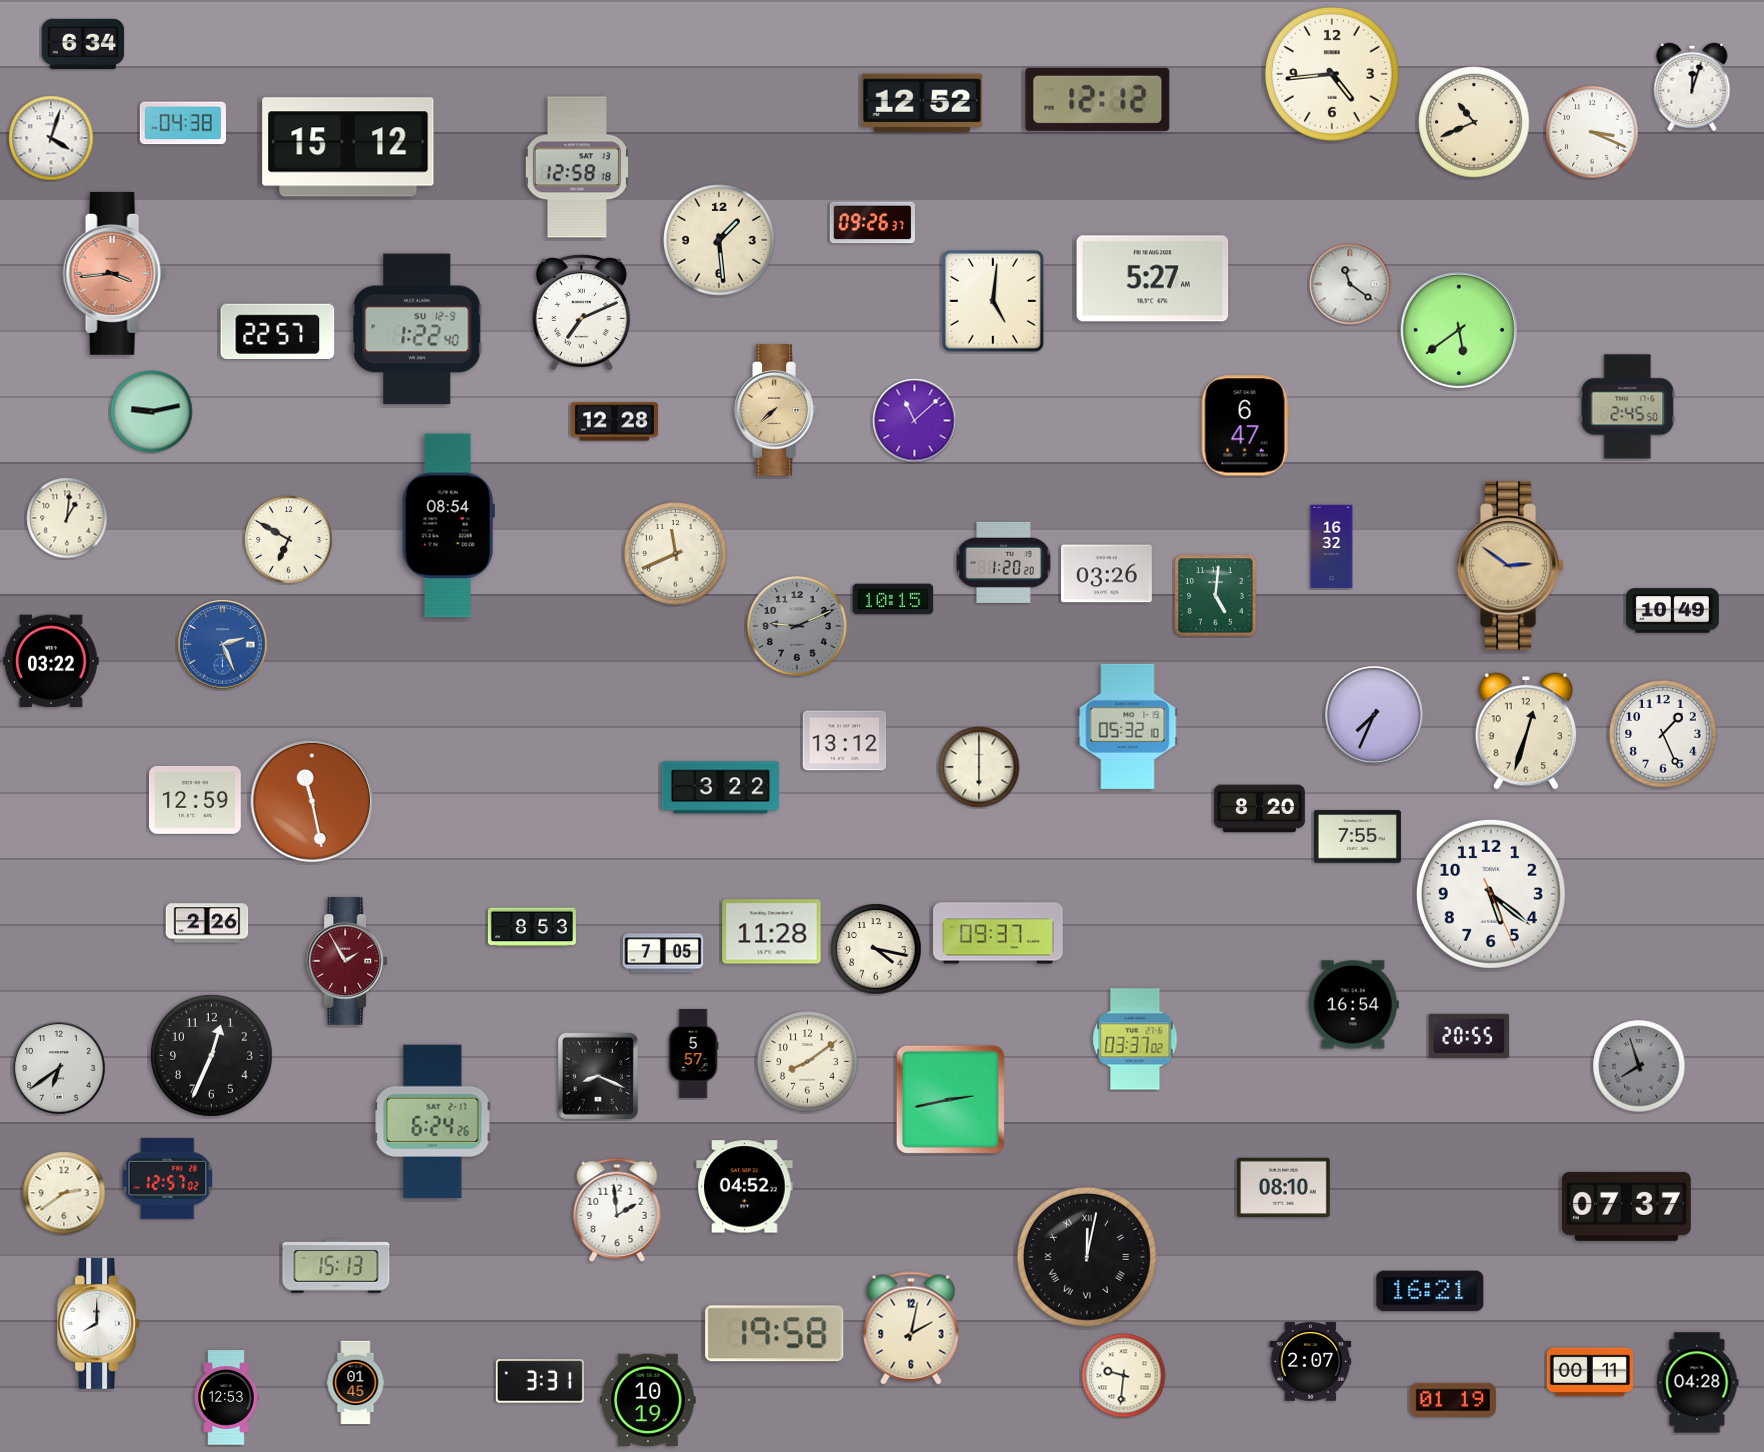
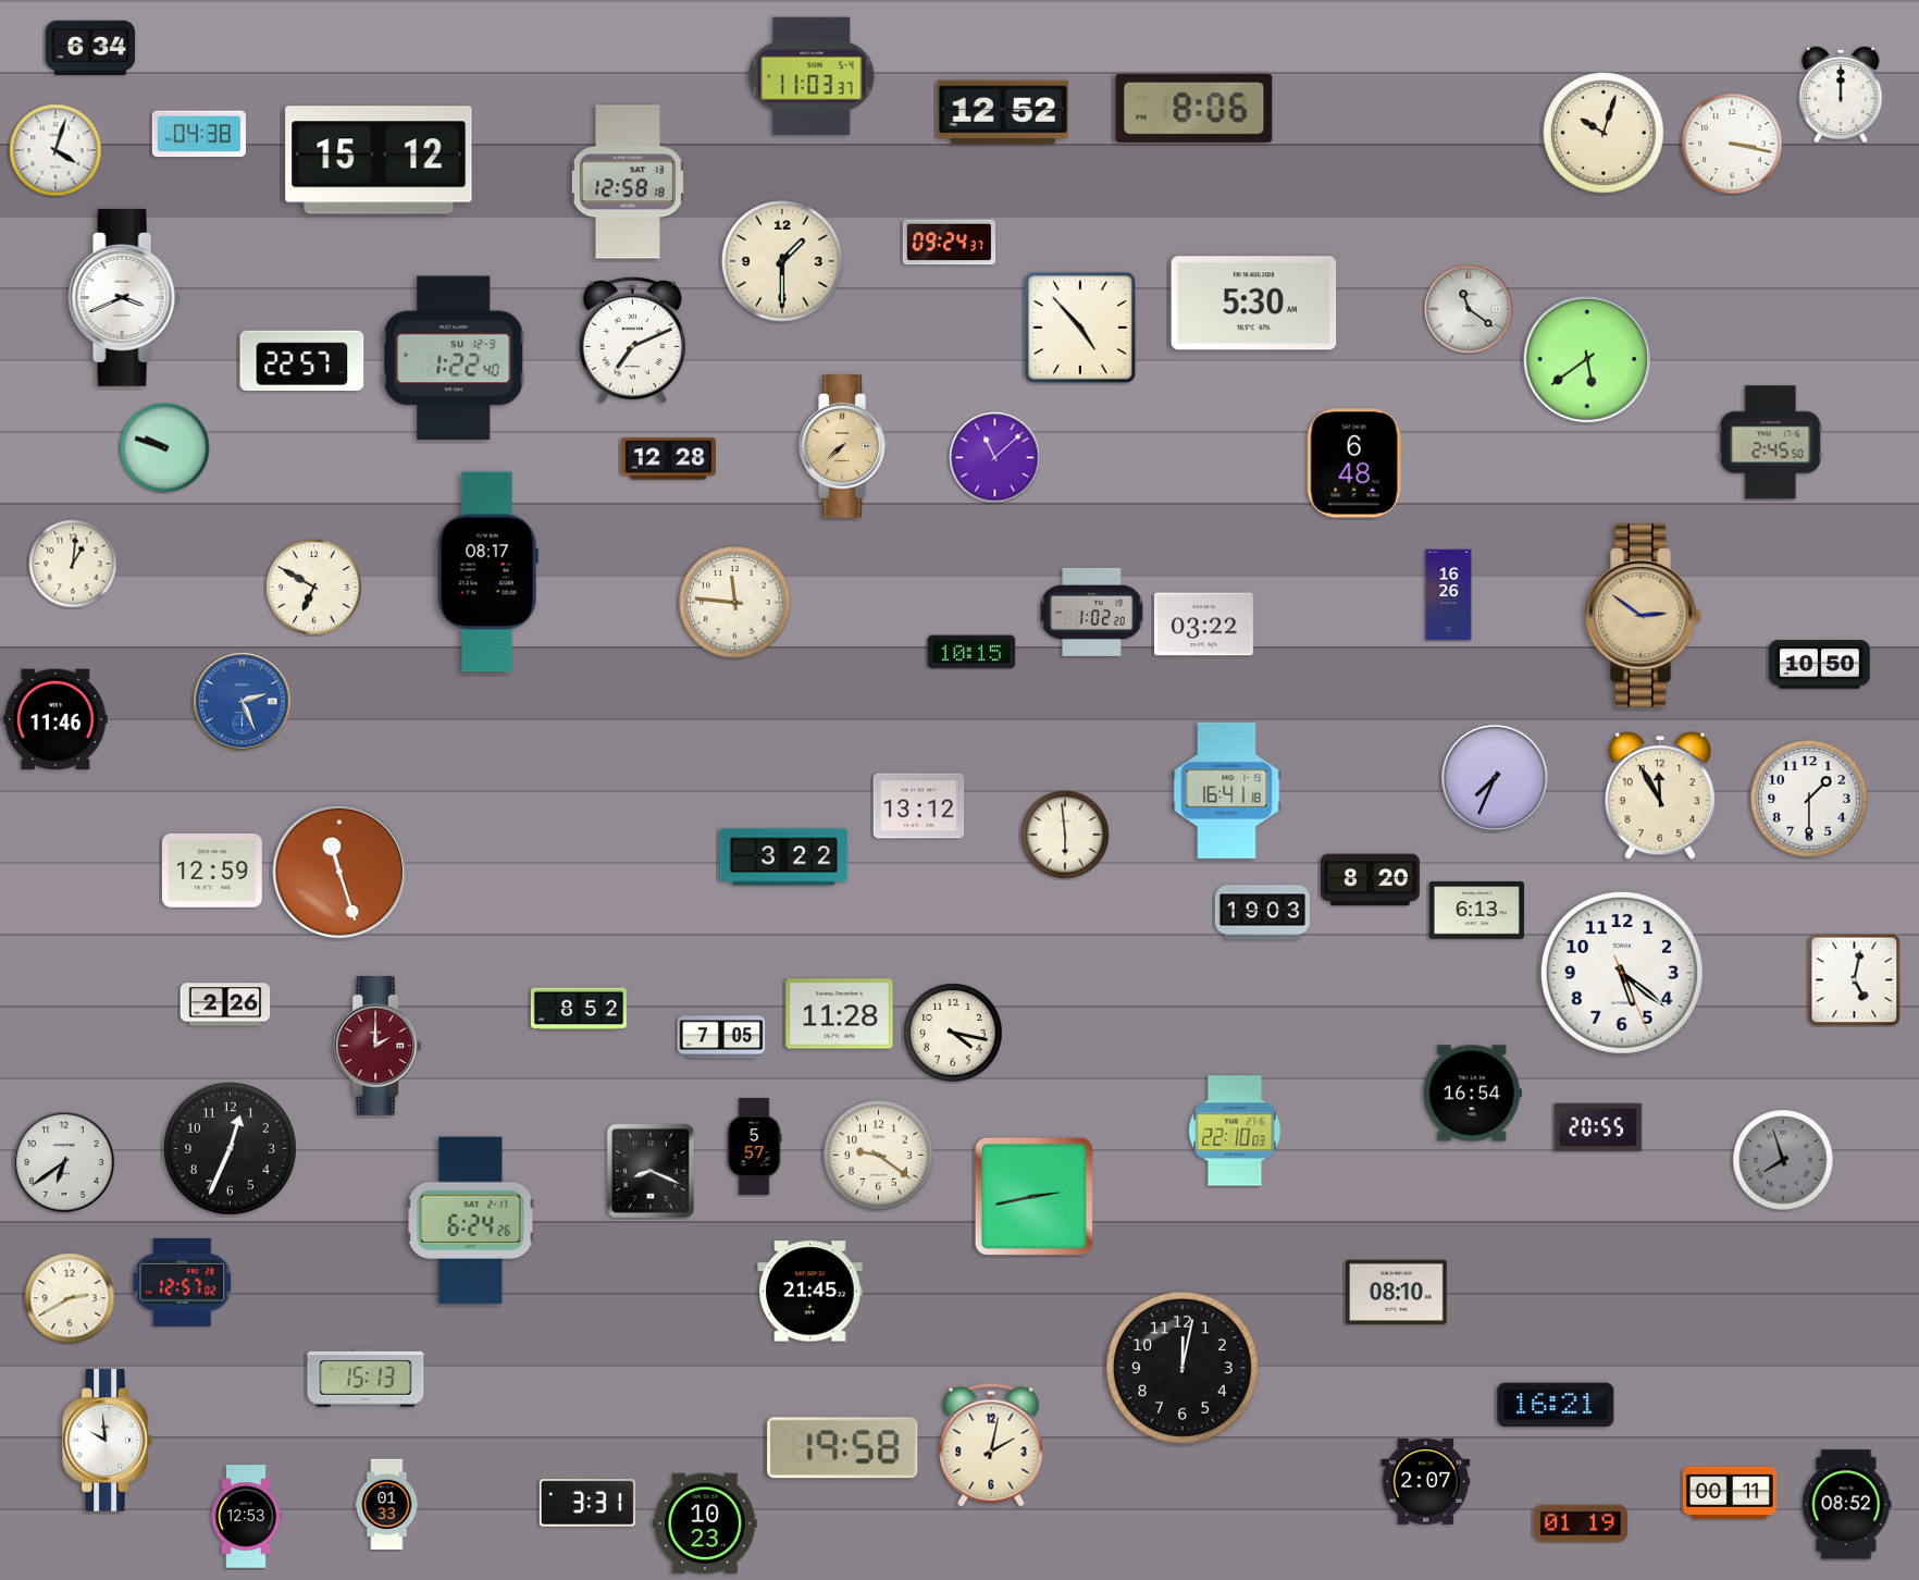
clock at (812, 76): none -> 11:03
clock at (1332, 74): 4:44 -> none
clock at (1692, 86): 12:03 -> 12:00
clock at (1098, 99): 12:12 -> 8:06
clock at (1474, 122): 10:41 -> 10:03
clock at (1592, 132): 3:19 -> 3:17
clock at (872, 223): 09:26 -> 09:24
clock at (719, 240): 1:29 -> 1:30
clock at (114, 273): 3:44 -> 3:41
clock at (114, 273) dial: salmon -> white
clock at (1153, 279): 5:27 -> 5:30
clock at (993, 301): 5:01 -> 4:53
clock at (152, 412): 9:13 -> 9:48
clock at (1245, 426): 6:47 -> 6:48
clock at (448, 526): 08:54 -> 08:17
clock at (1332, 547): 16:32 -> 16:26
clock at (676, 554): 11:41 -> 11:46
clock at (1004, 562): 1:20 -> 1:02
clock at (1106, 574): 03:26 -> 03:22
clock at (1216, 596): 5:01 -> none
clock at (1673, 611): 10:49 -> 10:50
clock at (797, 626): 9:11 -> none
clock at (51, 661): 03:22 -> 11:46
clock at (1128, 726): 05:32 -> 16:41
clock at (1525, 731): 12:33 -> 11:55
clock at (1663, 734): 1:26 -> 1:30
clock at (979, 767): 6:00 -> 5:59
clock at (312, 801): 11:28 -> 11:27
clock at (1357, 837): 7:55 -> 6:13
clock at (1262, 913): none -> 19:03
clock at (1855, 980): none -> 5:02
clock at (532, 927): 8:53 -> 8:52
clock at (998, 933): 09:37 -> none
clock at (347, 961): 1:55 -> 2:00
clock at (1135, 1039): 03:37 -> 22:10
clock at (808, 1062): 8:09 -> 9:21
clock at (745, 1187): 04:52 -> 21:45
clock at (64, 1193): 2:39 -> 2:40
clock at (1627, 1206): 07:37 -> none
clock at (617, 1210): 1:59 -> none
clock at (1087, 1257) numerals: Roman -> Arabic
clock at (99, 1324): 8:00 -> 9:59
clock at (775, 1334) position: (775, 1334) -> (843, 1448)
clock at (1124, 1376): 9:31 -> none
clock at (356, 1383): 01:45 -> 01:33
clock at (1698, 1383): 04:28 -> 08:52
clock at (226, 1398) position: (226, 1398) -> (246, 1517)
clock at (648, 1400): 10:19 -> 10:23
